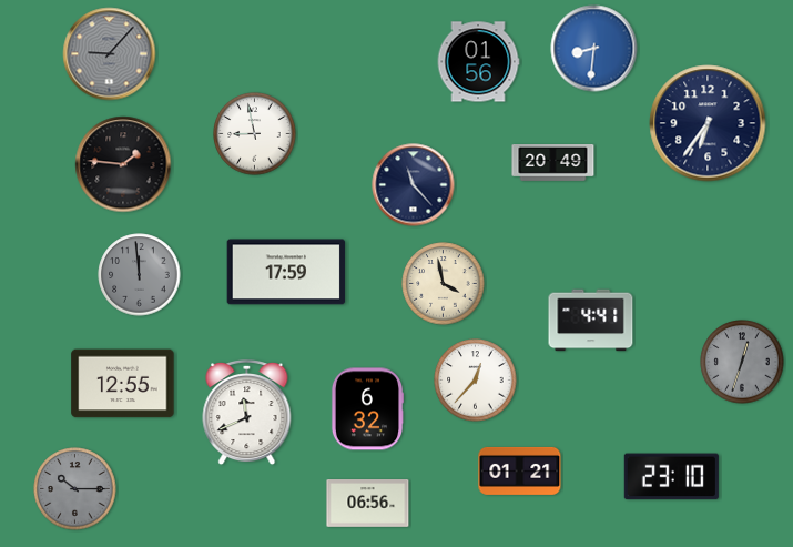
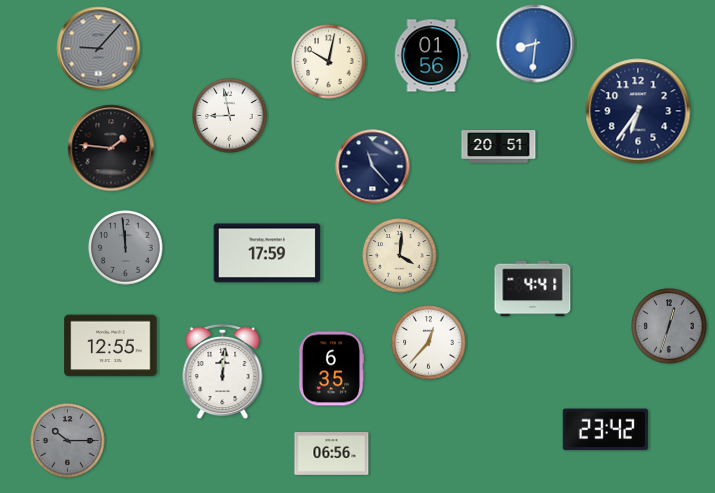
clock at (329, 62): none -> 10:02
clock at (255, 134) position: (255, 134) -> (230, 116)
clock at (553, 163): 20:49 -> 20:51
clock at (286, 272) position: (286, 272) -> (267, 253)
clock at (444, 284): 3:58 -> 4:01
clock at (367, 409): 6:32 -> 6:35
clock at (247, 413): 11:41 -> 12:01
clock at (520, 470): 01:21 -> none
clock at (671, 477): 23:10 -> 23:42
